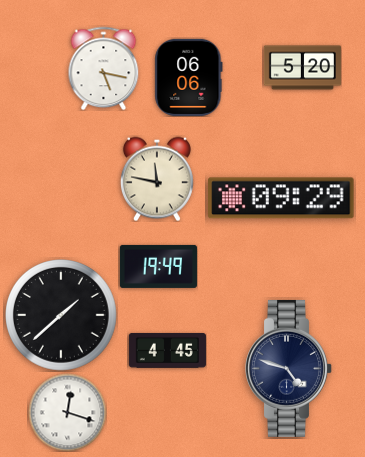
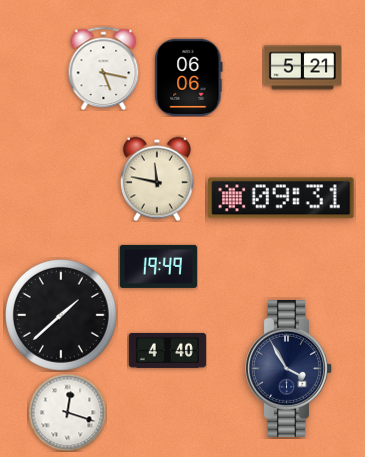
clock at (302, 68): 5:20 -> 5:21
clock at (281, 198): 09:29 -> 09:31
clock at (167, 350): 4:45 -> 4:40
clock at (289, 368): 4:48 -> 3:55
